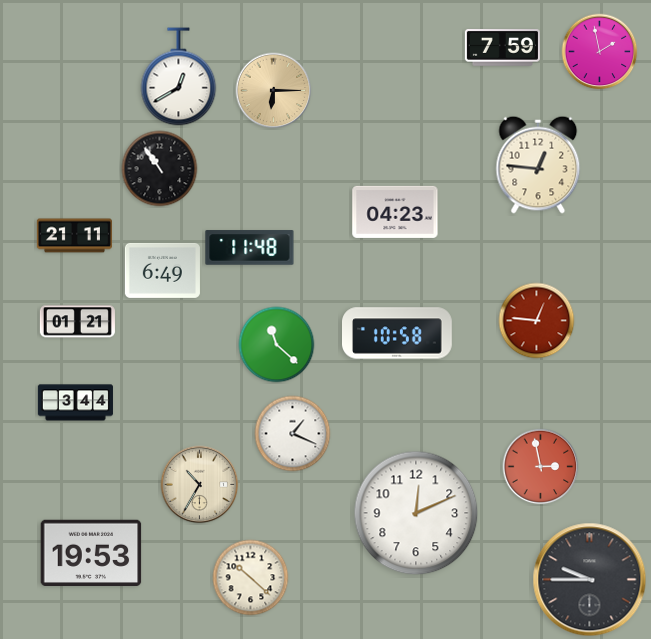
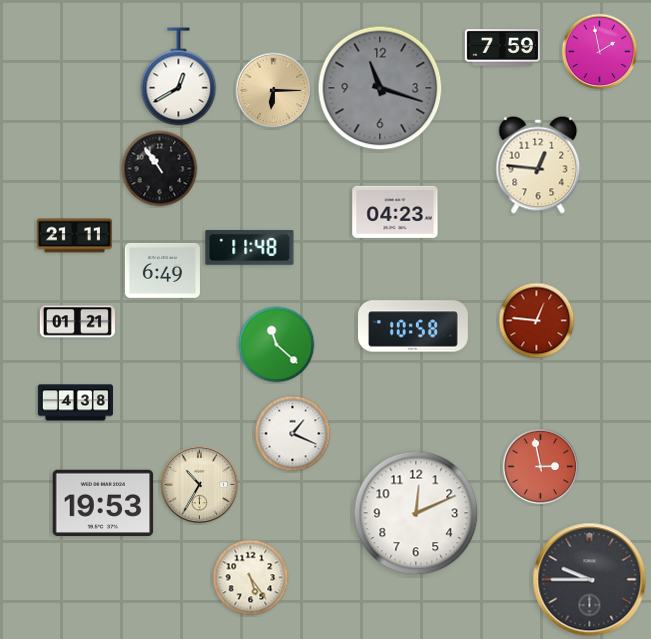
clock at (380, 88): none -> 11:18
clock at (398, 333) position: (398, 333) -> (414, 326)
clock at (75, 403): 3:44 -> 4:38
clock at (91, 552) position: (91, 552) -> (103, 502)
clock at (251, 578): 10:22 -> 5:24
